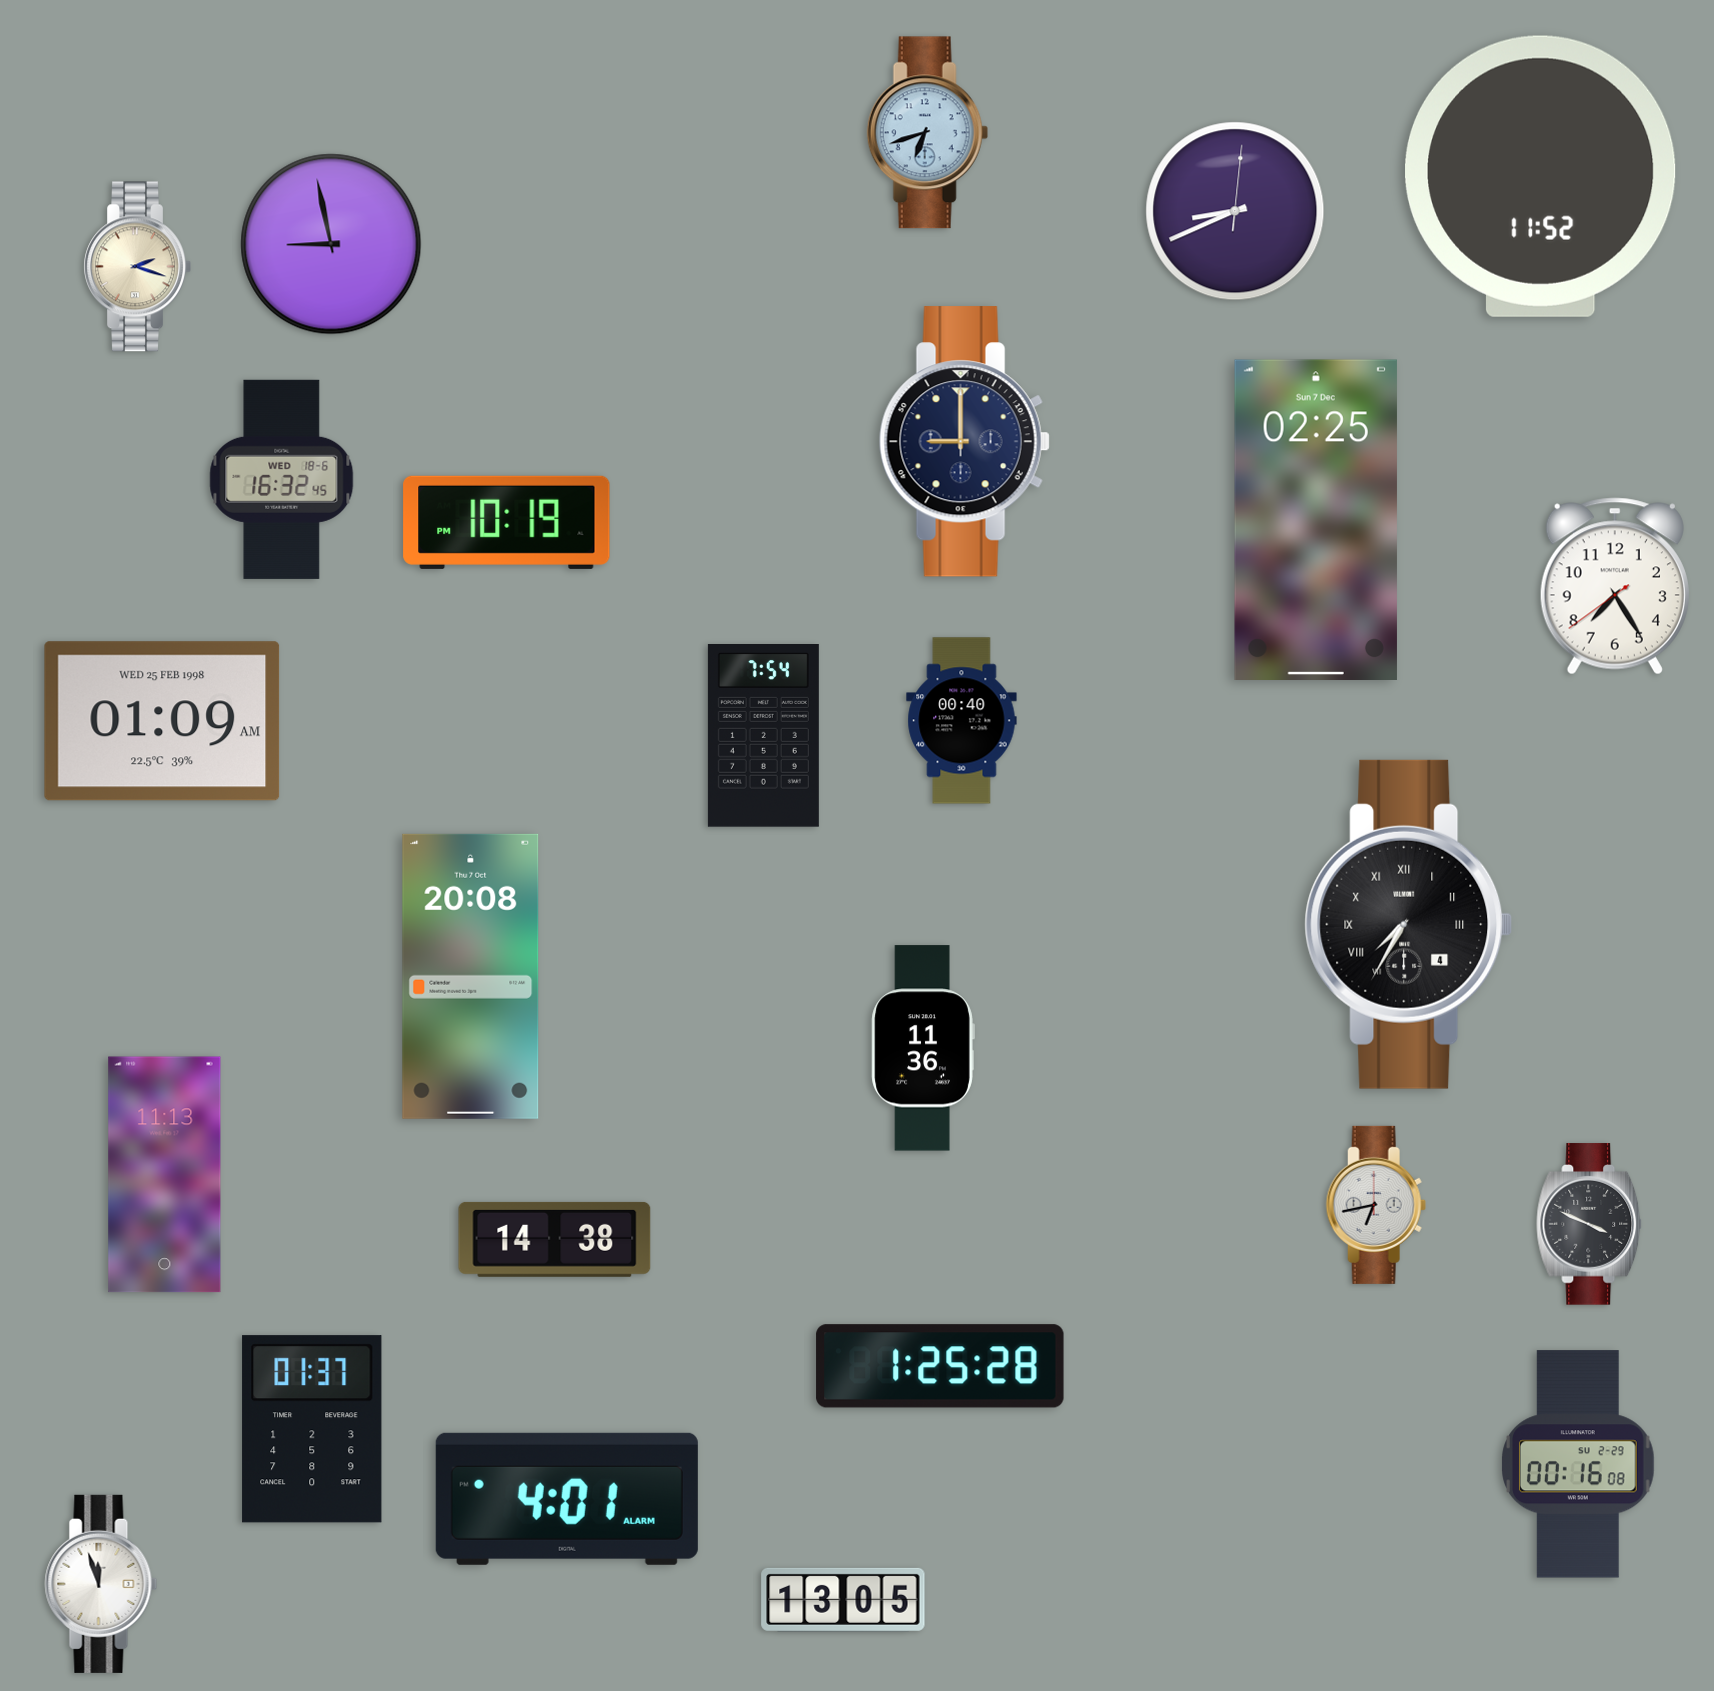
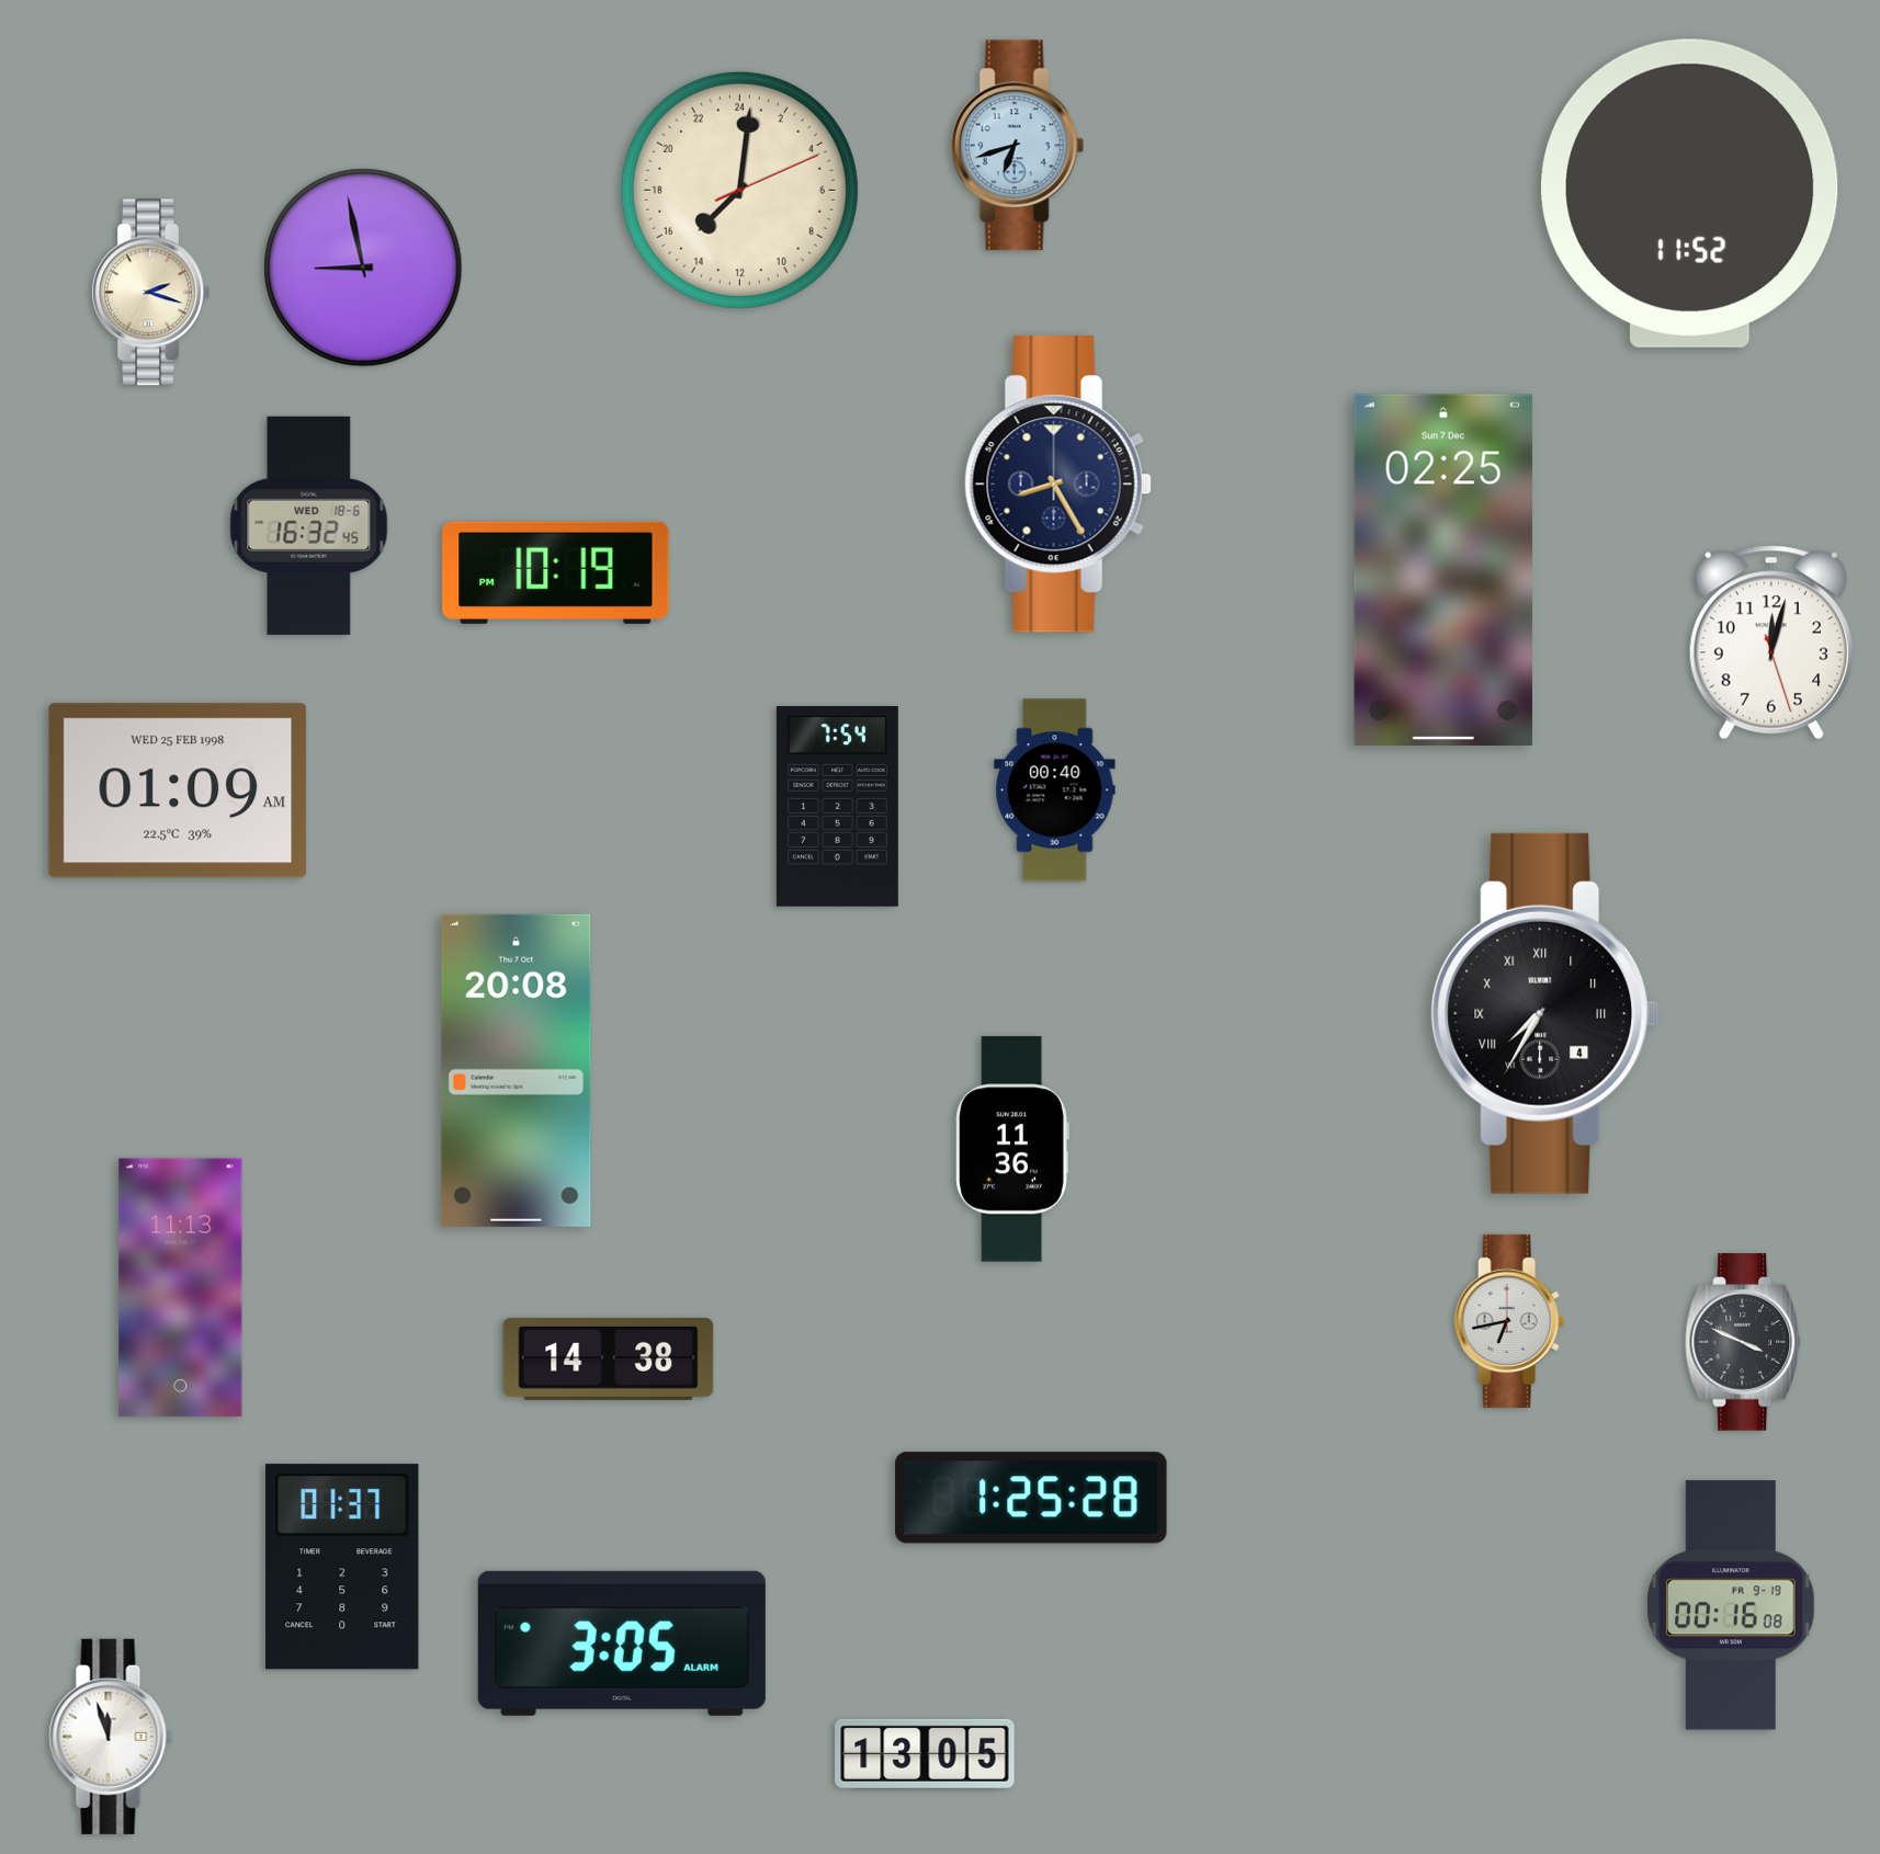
clock at (739, 190): none -> 15:01
clock at (1235, 211): 8:41 -> none
clock at (964, 442): 9:00 -> 8:25
clock at (1615, 586): 7:24 -> 12:02
clock at (1579, 1464) date: SU 2-29 -> FR 9-19
clock at (567, 1499): 4:01 -> 3:05
